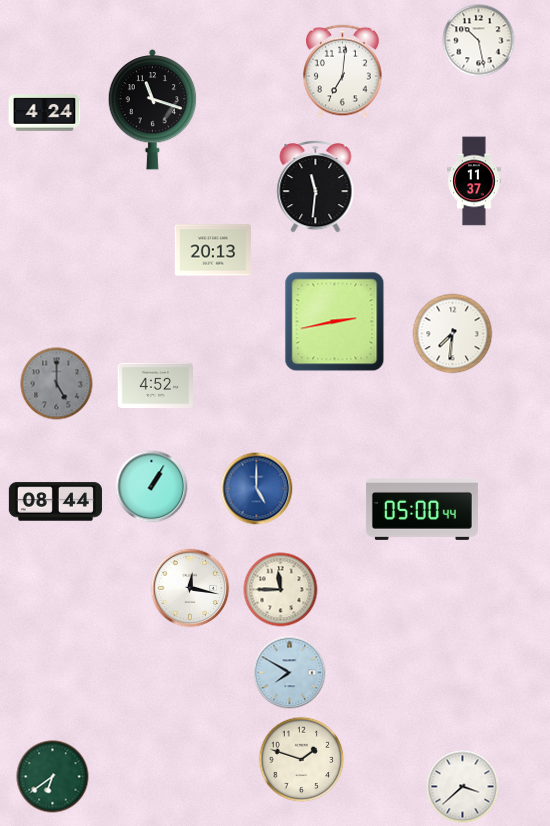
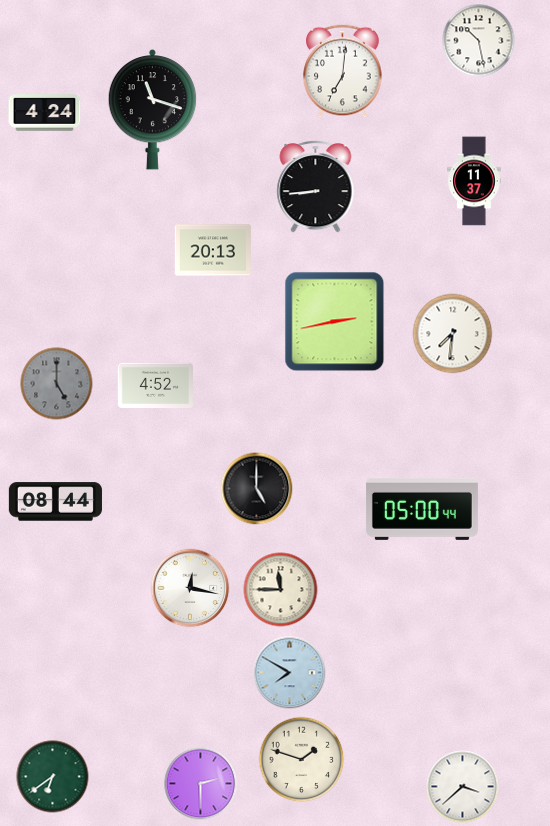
clock at (316, 187): 11:31 -> 8:44
clock at (152, 487): 1:05 -> none
clock at (257, 489) dial: blue -> black
clock at (201, 784): none -> 2:30
